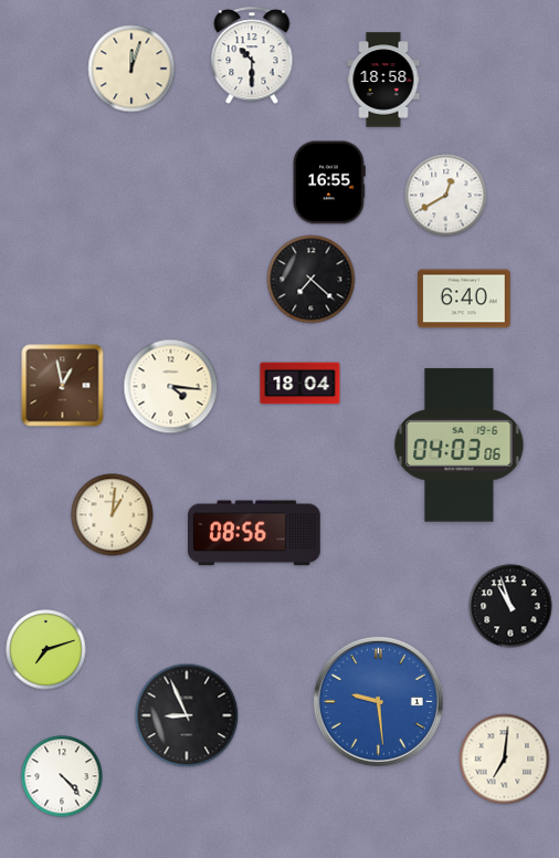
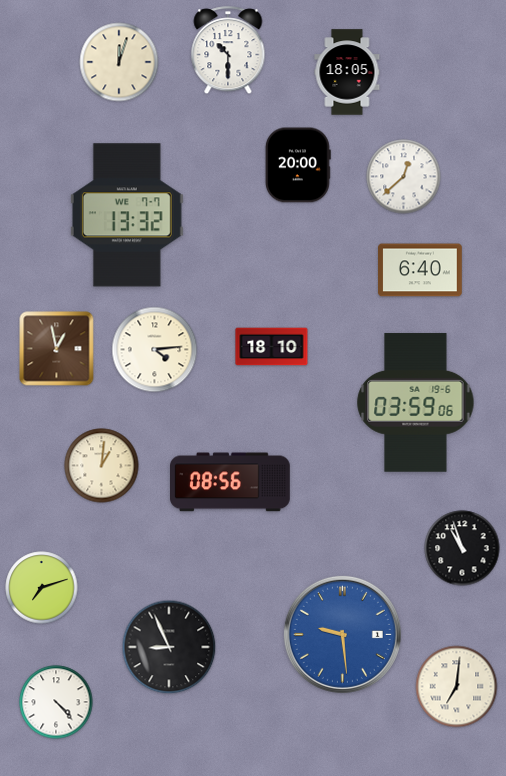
clock at (383, 80): 18:58 -> 18:05
clock at (329, 182): 16:55 -> 20:00
clock at (446, 196): 12:40 -> 12:38
clock at (127, 215): none -> 13:32
clock at (312, 280): 7:22 -> none
clock at (300, 384): 18:04 -> 18:10
clock at (171, 387): 4:16 -> 4:14
clock at (460, 446): 04:03 -> 03:59
